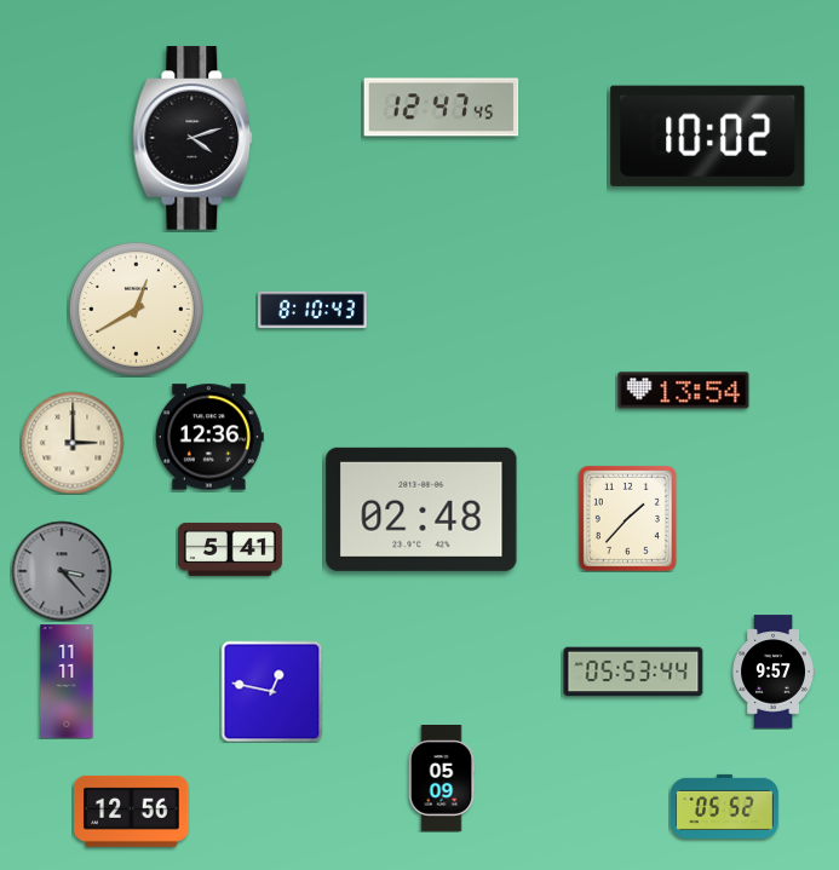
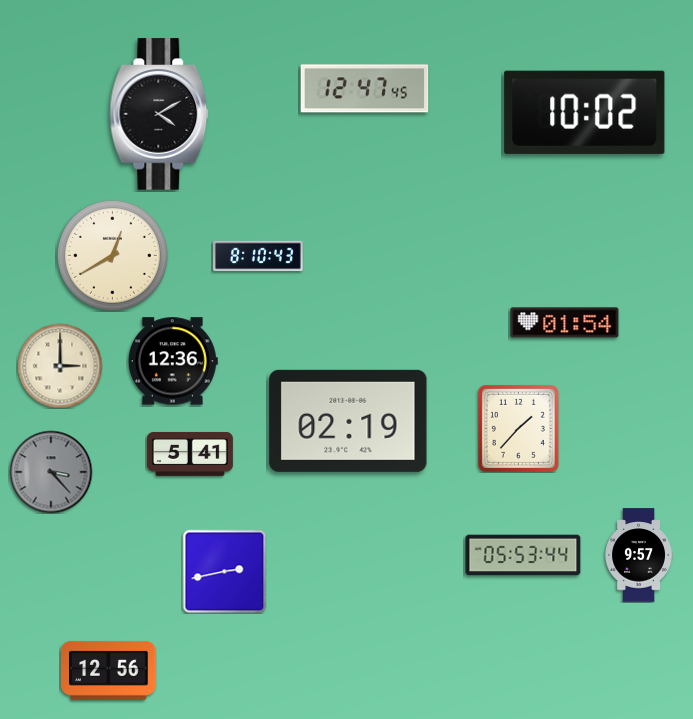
clock at (192, 138): 4:12 -> 4:10
clock at (684, 391): 13:54 -> 01:54
clock at (421, 509): 02:48 -> 02:19
clock at (67, 681): 11:11 -> none
clock at (271, 691): 12:47 -> 2:43
clock at (442, 779): 05:09 -> none
clock at (725, 806): 05:52 -> none
